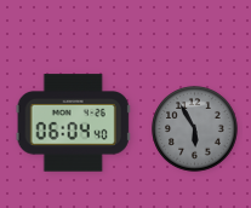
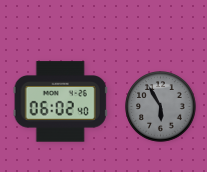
clock at (73, 123): 06:04 -> 06:02
